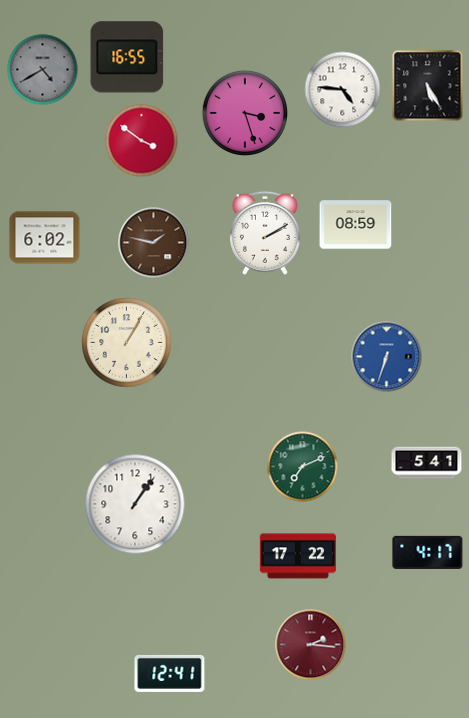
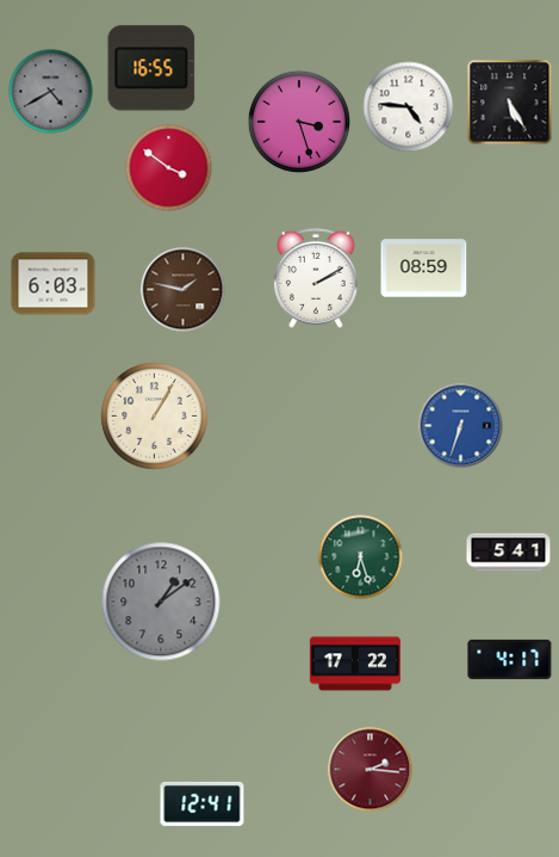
clock at (43, 70) position: (43, 70) -> (51, 92)
clock at (245, 113) position: (245, 113) -> (299, 122)
clock at (45, 238): 6:02 -> 6:03
clock at (127, 343) position: (127, 343) -> (155, 417)
clock at (303, 467): 7:11 -> 6:27
clock at (135, 504): 1:06 -> 1:09
clock at (135, 504) dial: white -> grey
